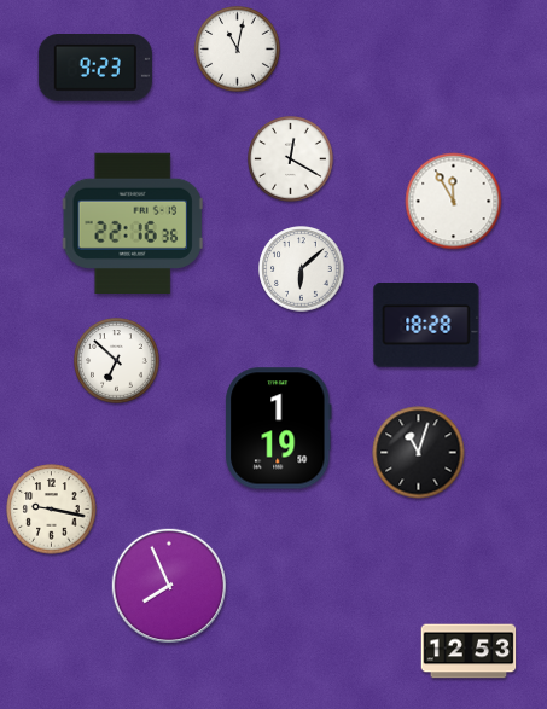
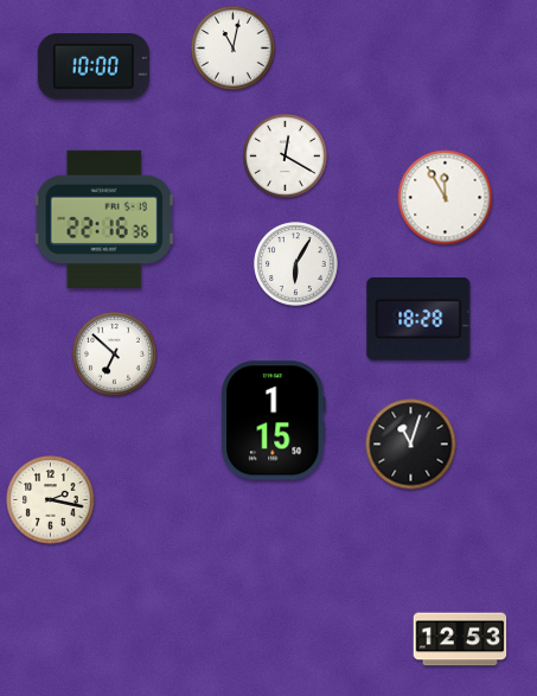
clock at (95, 69): 9:23 -> 10:00
clock at (133, 223) position: (133, 223) -> (104, 219)
clock at (302, 269): 6:08 -> 6:05
clock at (279, 429): 1:19 -> 1:15
clock at (52, 510): 9:17 -> 2:17
clock at (169, 586): 7:56 -> none
